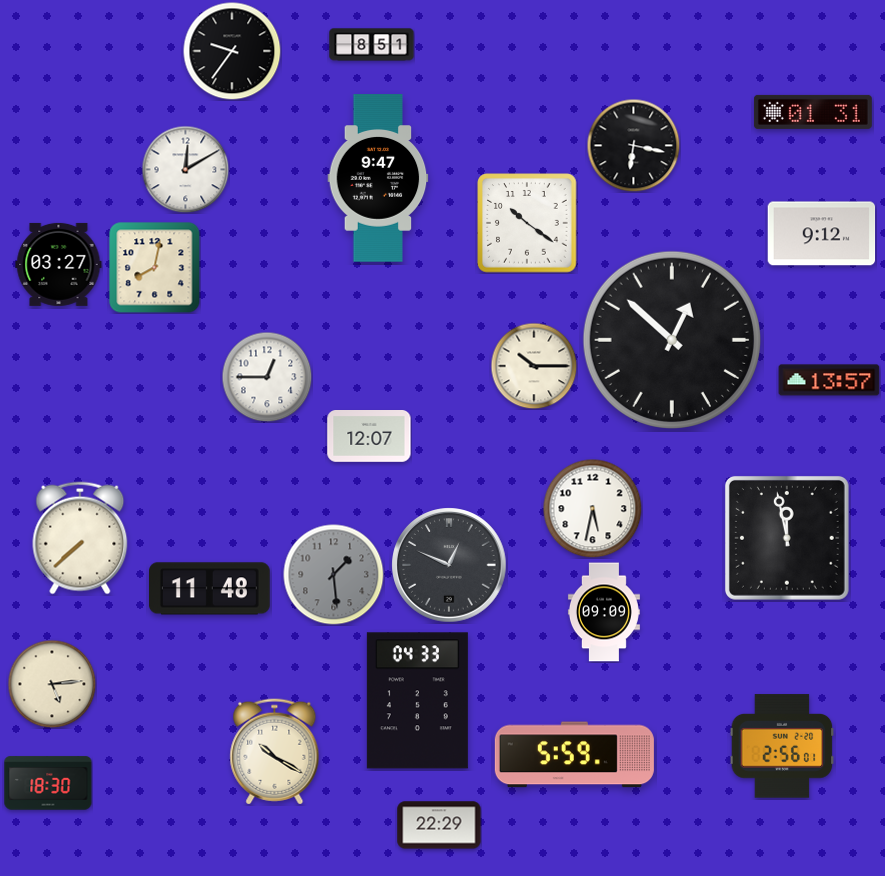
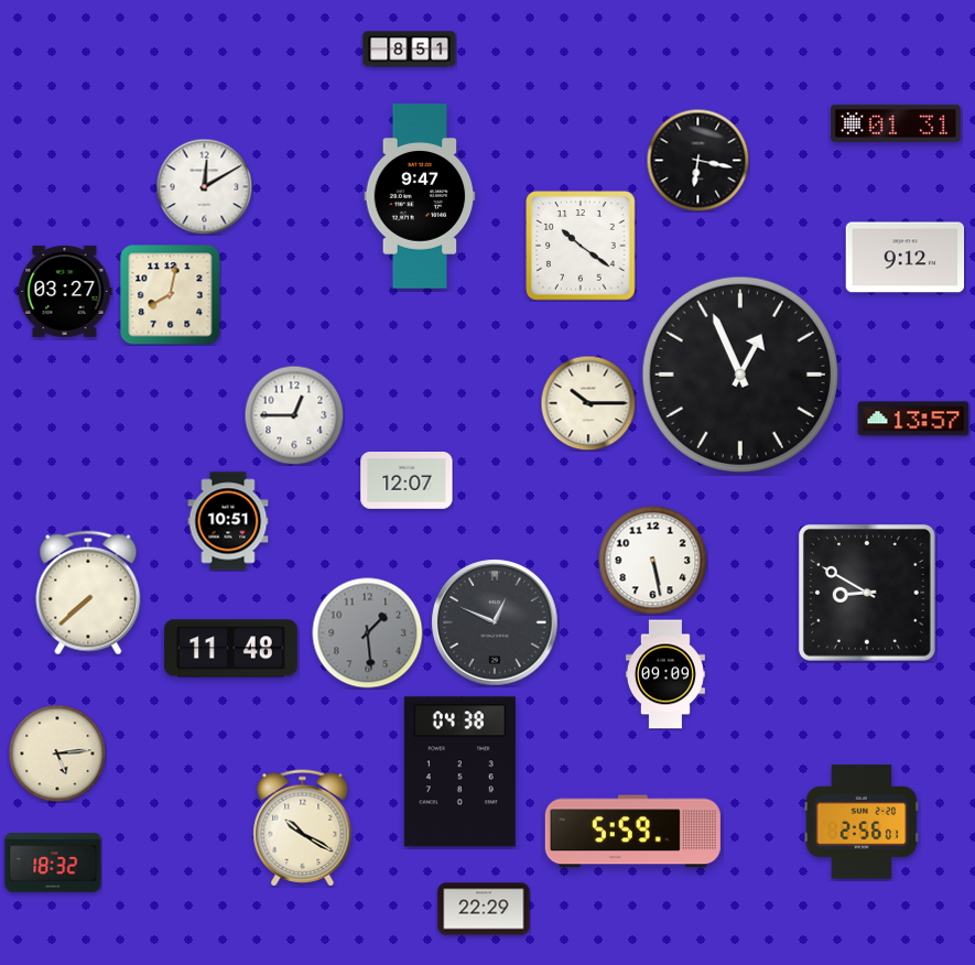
clock at (232, 51): 9:36 -> none
clock at (378, 178) position: (378, 178) -> (420, 196)
clock at (672, 340): 12:52 -> 12:56
clock at (228, 521): none -> 10:51
clock at (593, 509): 5:32 -> 5:28
clock at (787, 538): 11:58 -> 8:50
clock at (417, 701): 04:33 -> 04:38
clock at (48, 783): 18:30 -> 18:32
